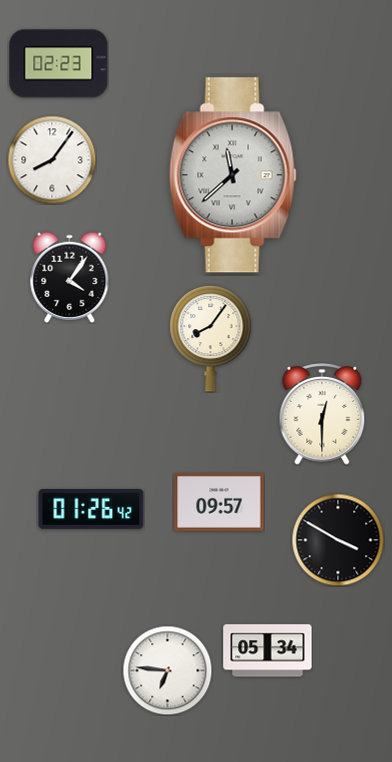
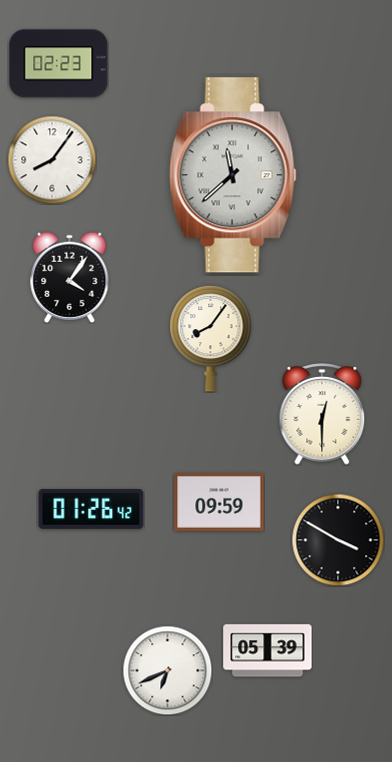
clock at (219, 503): 09:57 -> 09:59
clock at (268, 651): 05:34 -> 05:39
clock at (167, 670): 6:46 -> 6:41
